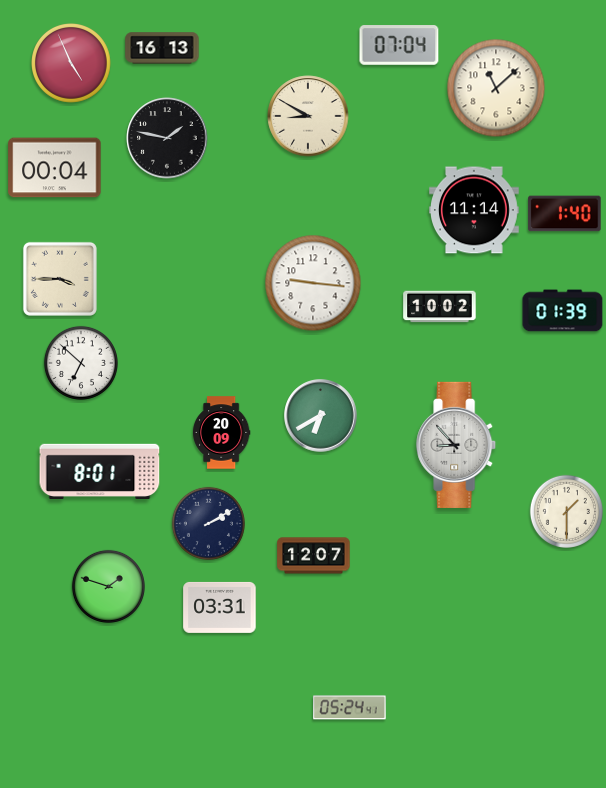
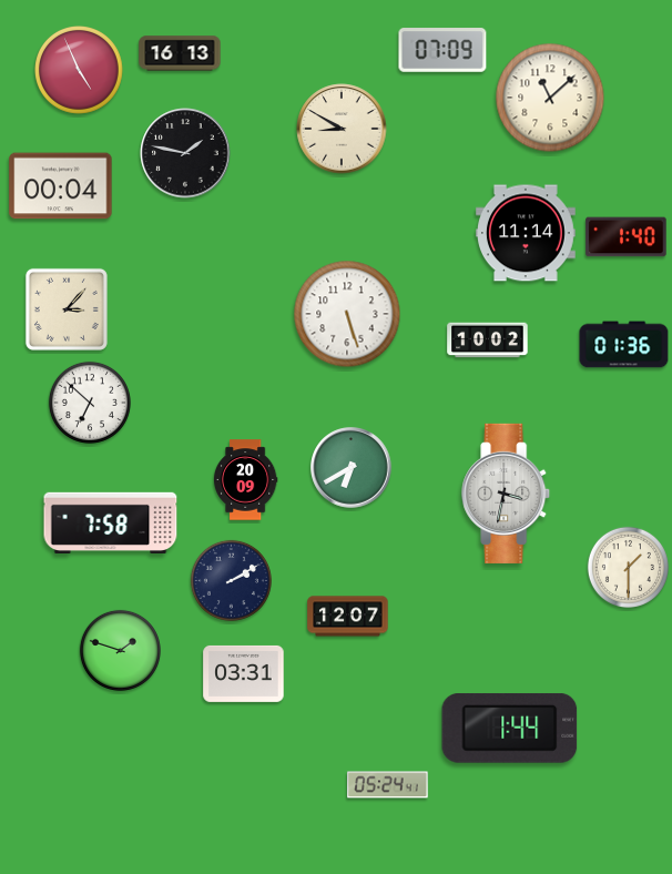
clock at (399, 45): 07:04 -> 07:09
clock at (60, 279): 3:45 -> 3:07
clock at (313, 283): 9:16 -> 5:27
clock at (563, 311): 01:39 -> 01:36
clock at (321, 416) position: (321, 416) -> (352, 468)
clock at (457, 445): 8:53 -> 3:32
clock at (100, 471): 8:01 -> 7:58
clock at (510, 728): none -> 1:44
